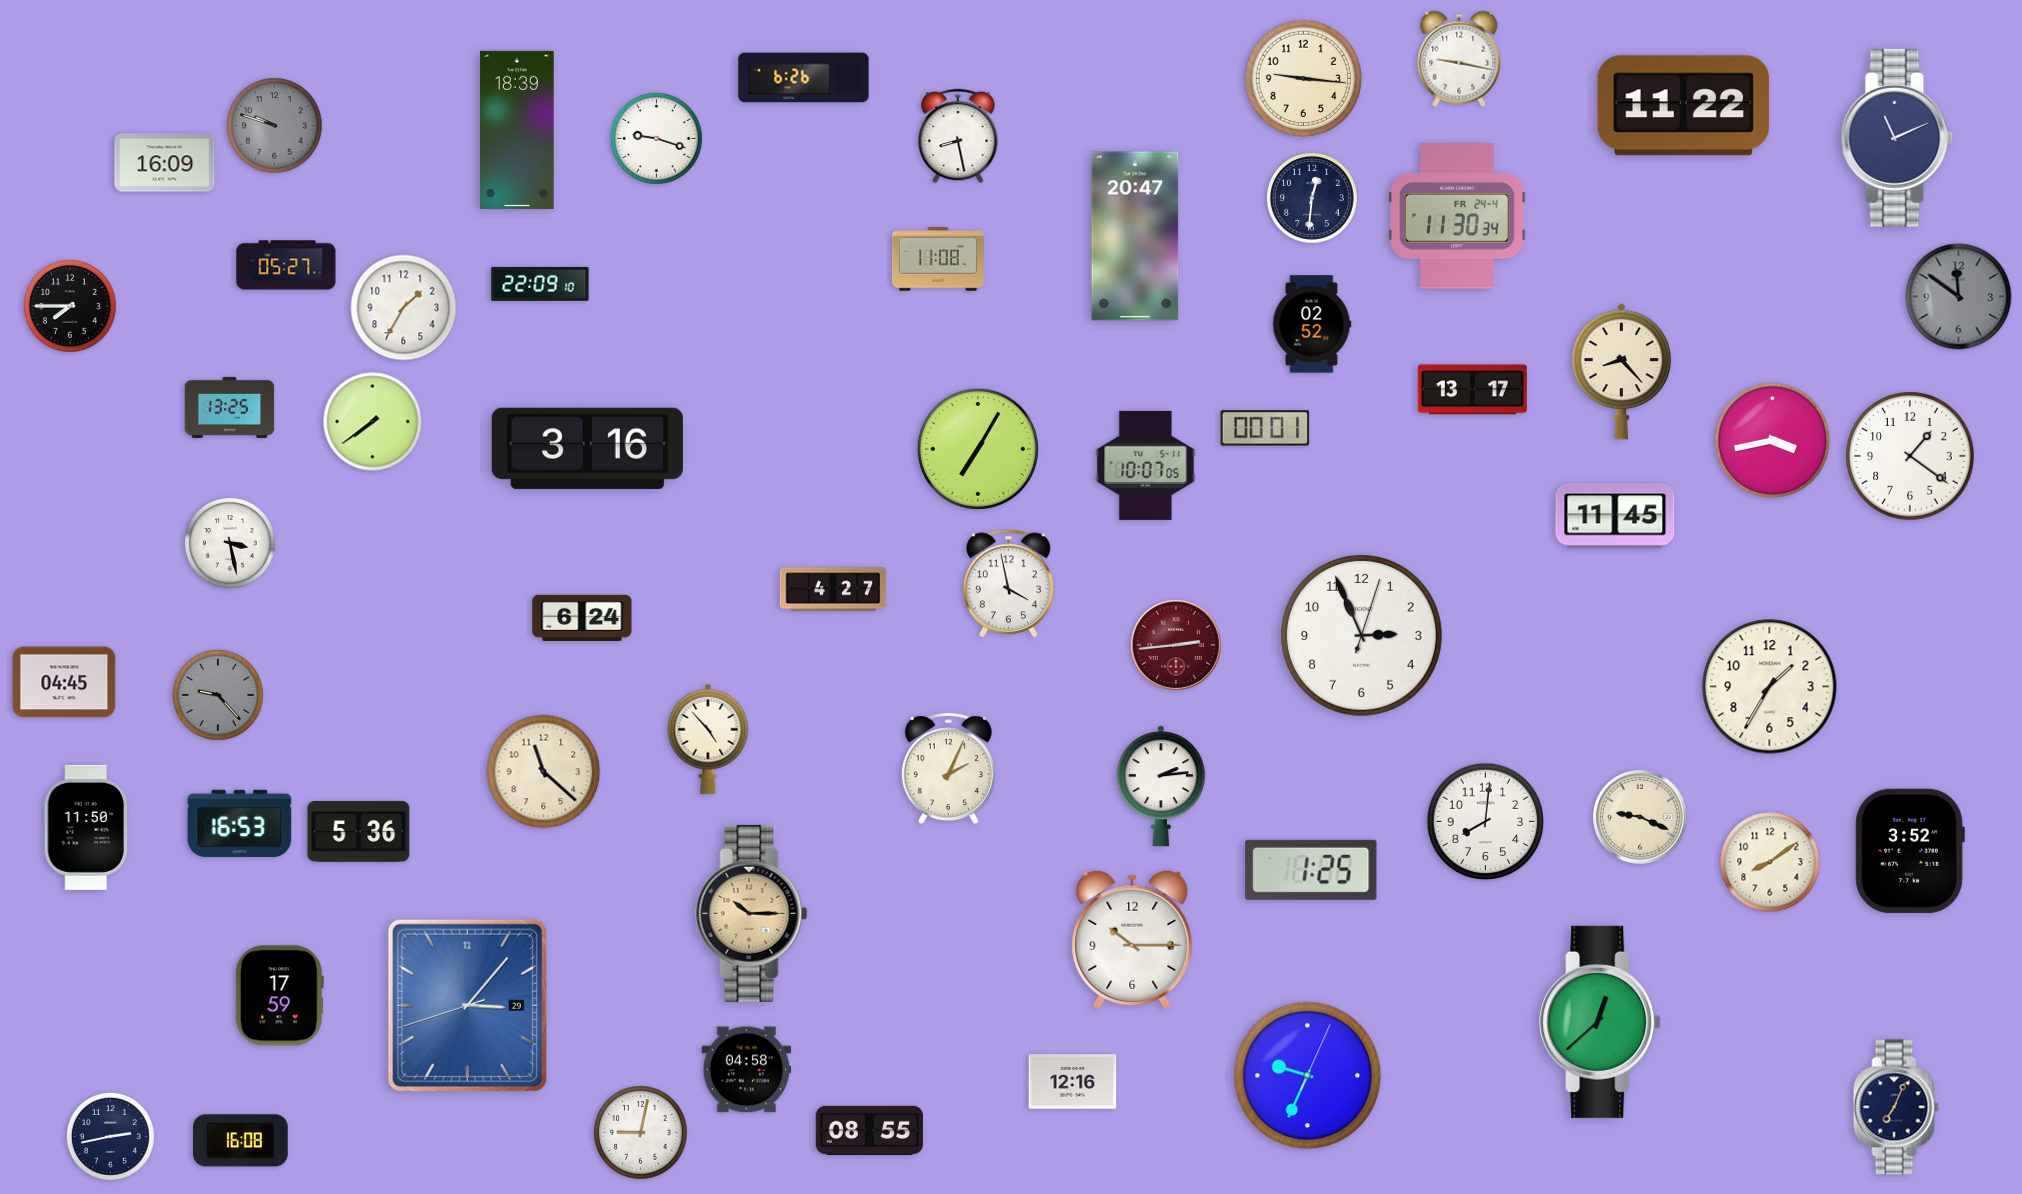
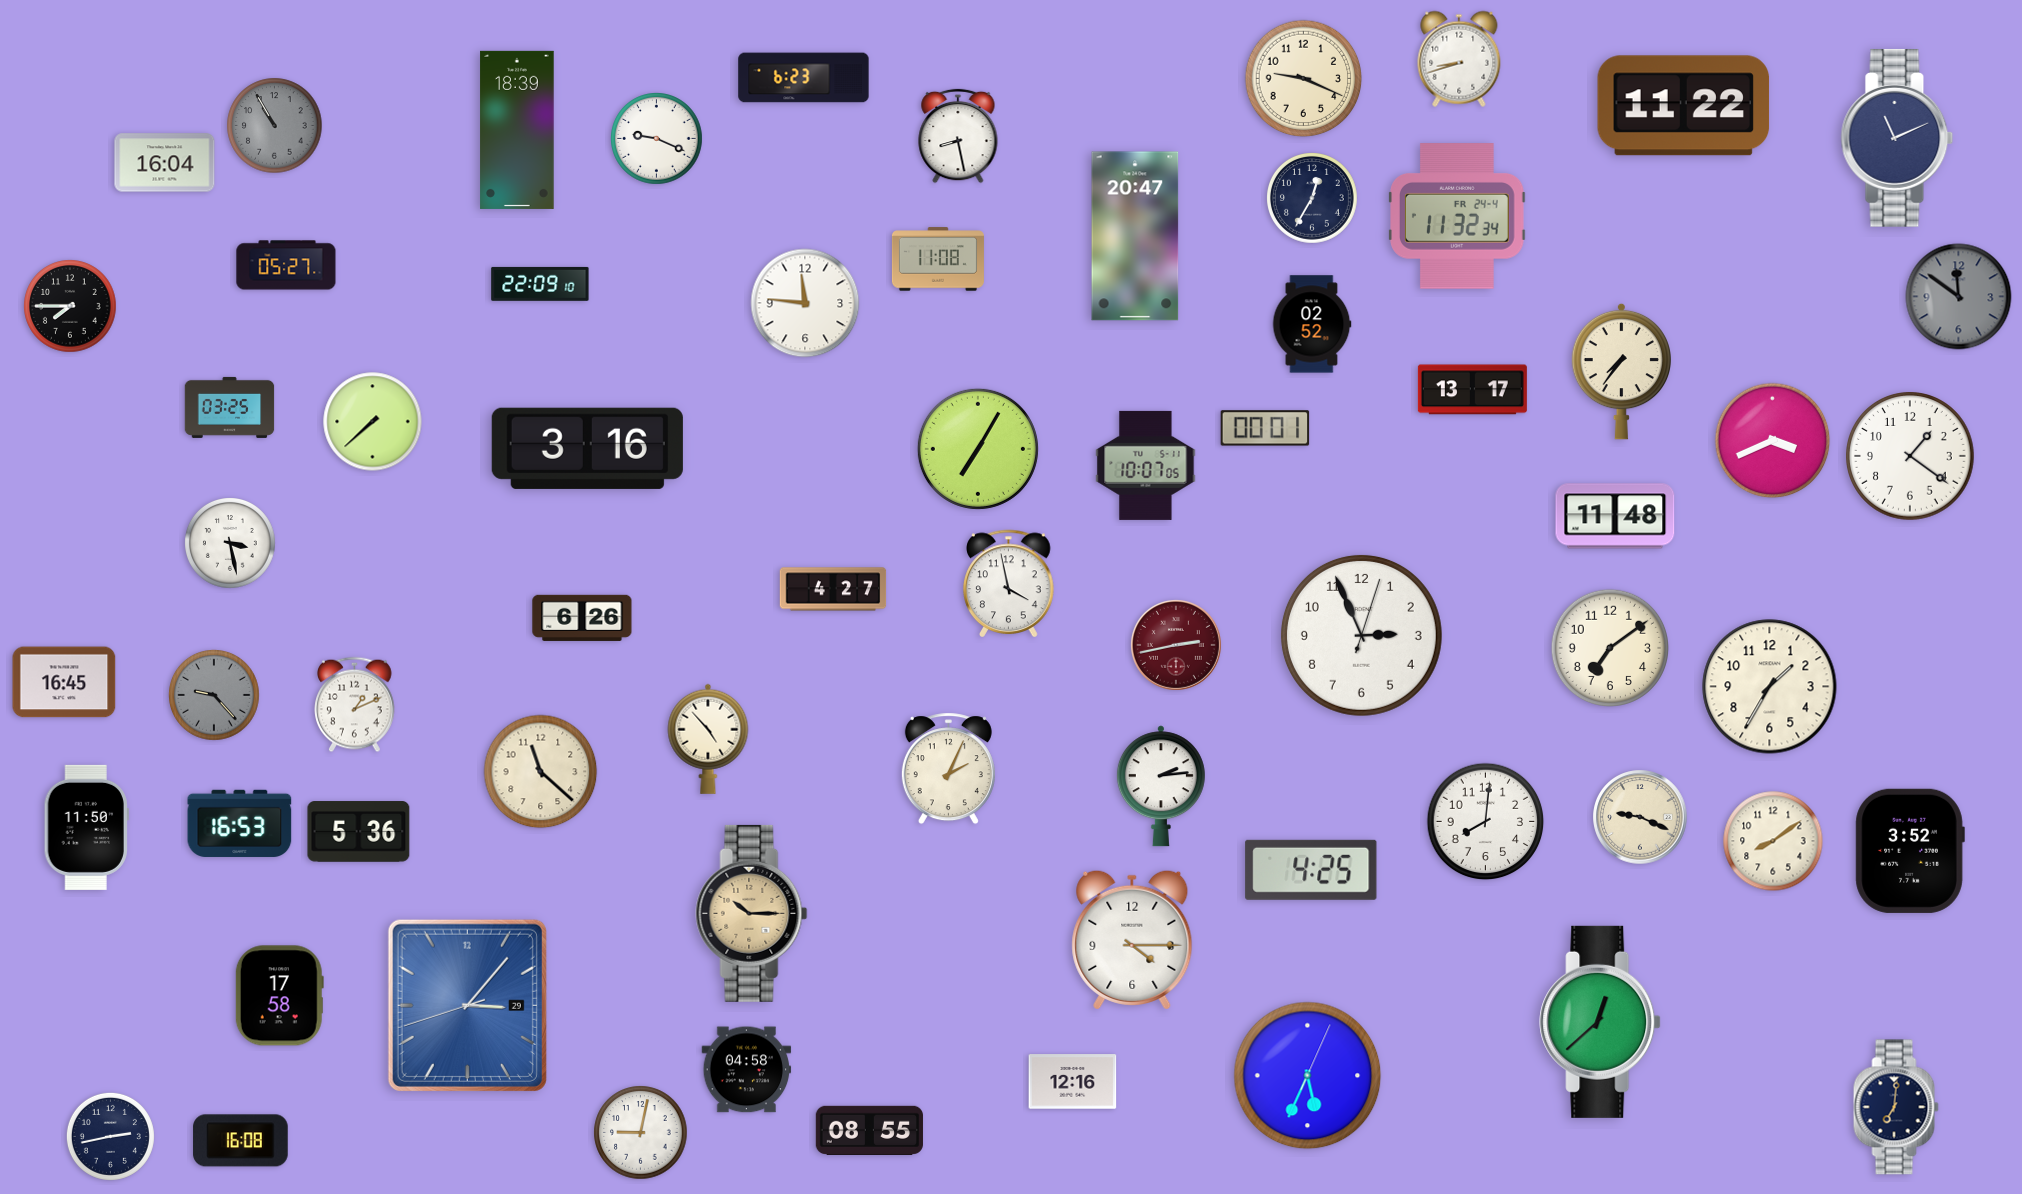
clock at (1459, 59): 9:17 -> 8:42
clock at (804, 78): 6:26 -> 6:23
clock at (1304, 79): 9:16 -> 9:19
clock at (275, 126): 9:48 -> 10:55
clock at (657, 139): 9:18 -> 9:19
clock at (165, 163): 16:09 -> 16:04
clock at (1313, 199): 12:31 -> 12:35
clock at (1458, 216): 11:30 -> 11:32
clock at (805, 303): none -> 11:46
clock at (404, 308): 1:35 -> none
clock at (1621, 371): 8:23 -> 7:36
clock at (230, 407): 13:25 -> 03:25
clock at (373, 422): 7:39 -> 7:38
clock at (1773, 441): 3:43 -> 3:41
clock at (1615, 516): 11:45 -> 11:48
clock at (582, 618): 6:24 -> 6:26
clock at (1176, 645): 2:44 -> 2:43
clock at (1610, 648): none -> 7:09
clock at (64, 682): 04:45 -> 16:45
clock at (219, 696) position: (219, 696) -> (215, 696)
clock at (355, 705): none -> 1:11
clock at (544, 772) position: (544, 772) -> (541, 772)
clock at (1770, 862) position: (1770, 862) -> (1773, 841)
clock at (1311, 870): 1:25 -> 4:25
clock at (1132, 940): 10:15 -> 4:15
clock at (279, 996): 17:59 -> 17:58
clock at (1308, 1076): 9:34 -> 5:34
clock at (1896, 1107): 7:04 -> 7:01
